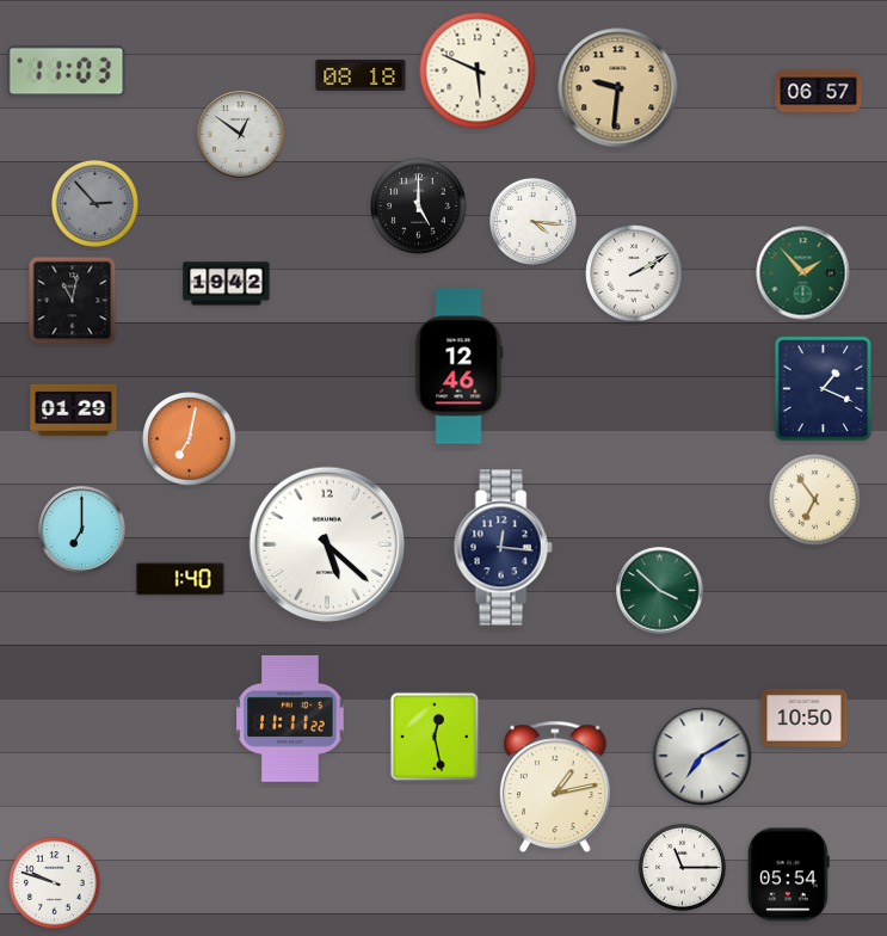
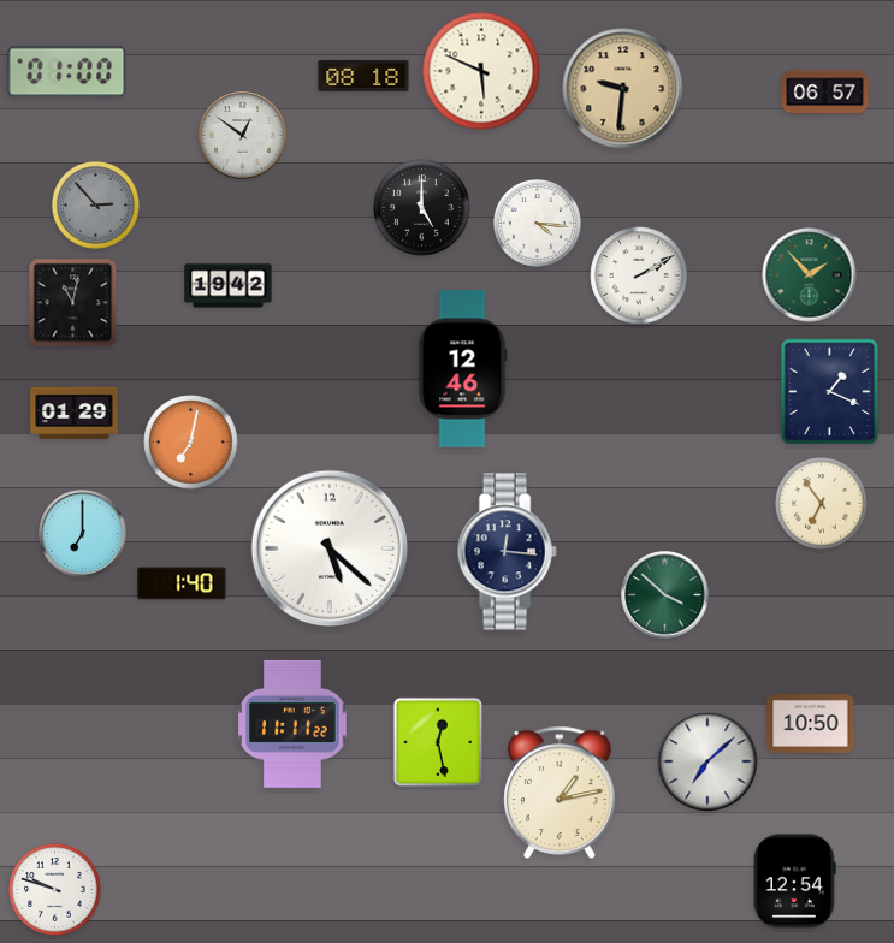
clock at (67, 72): 11:03 -> 01:00
clock at (702, 756): 7:10 -> 7:08
clock at (682, 867): 11:15 -> none
clock at (788, 875): 05:54 -> 12:54
